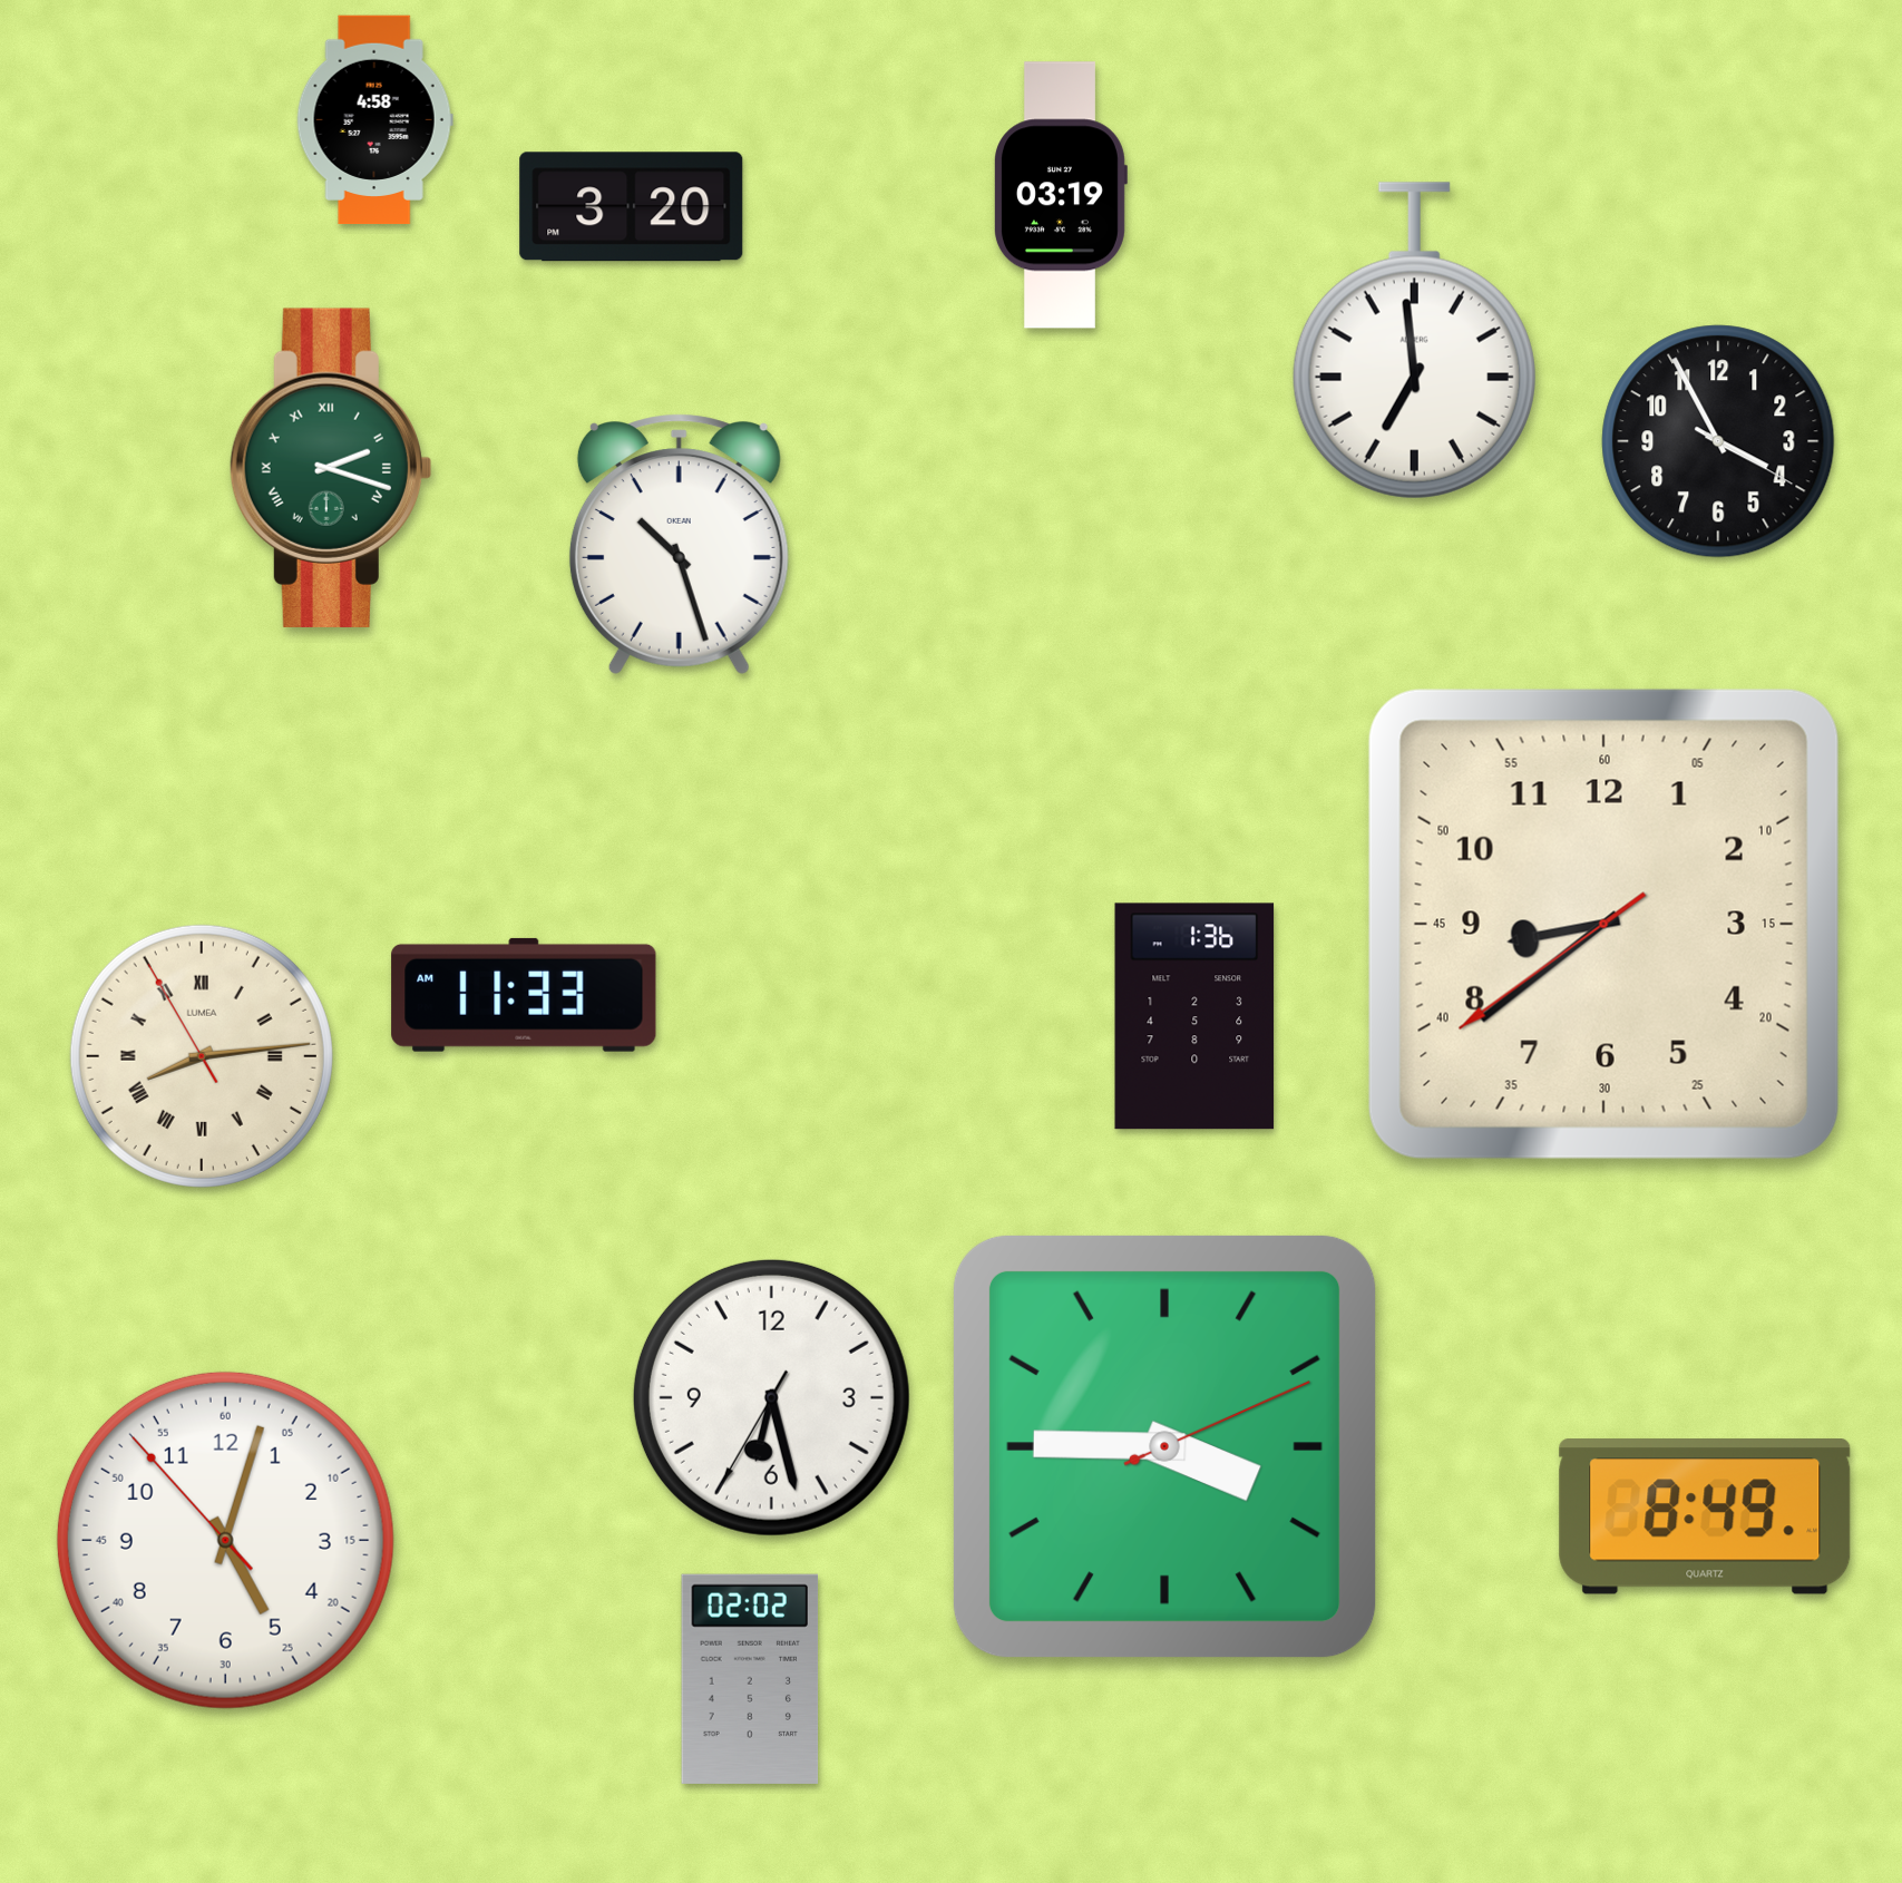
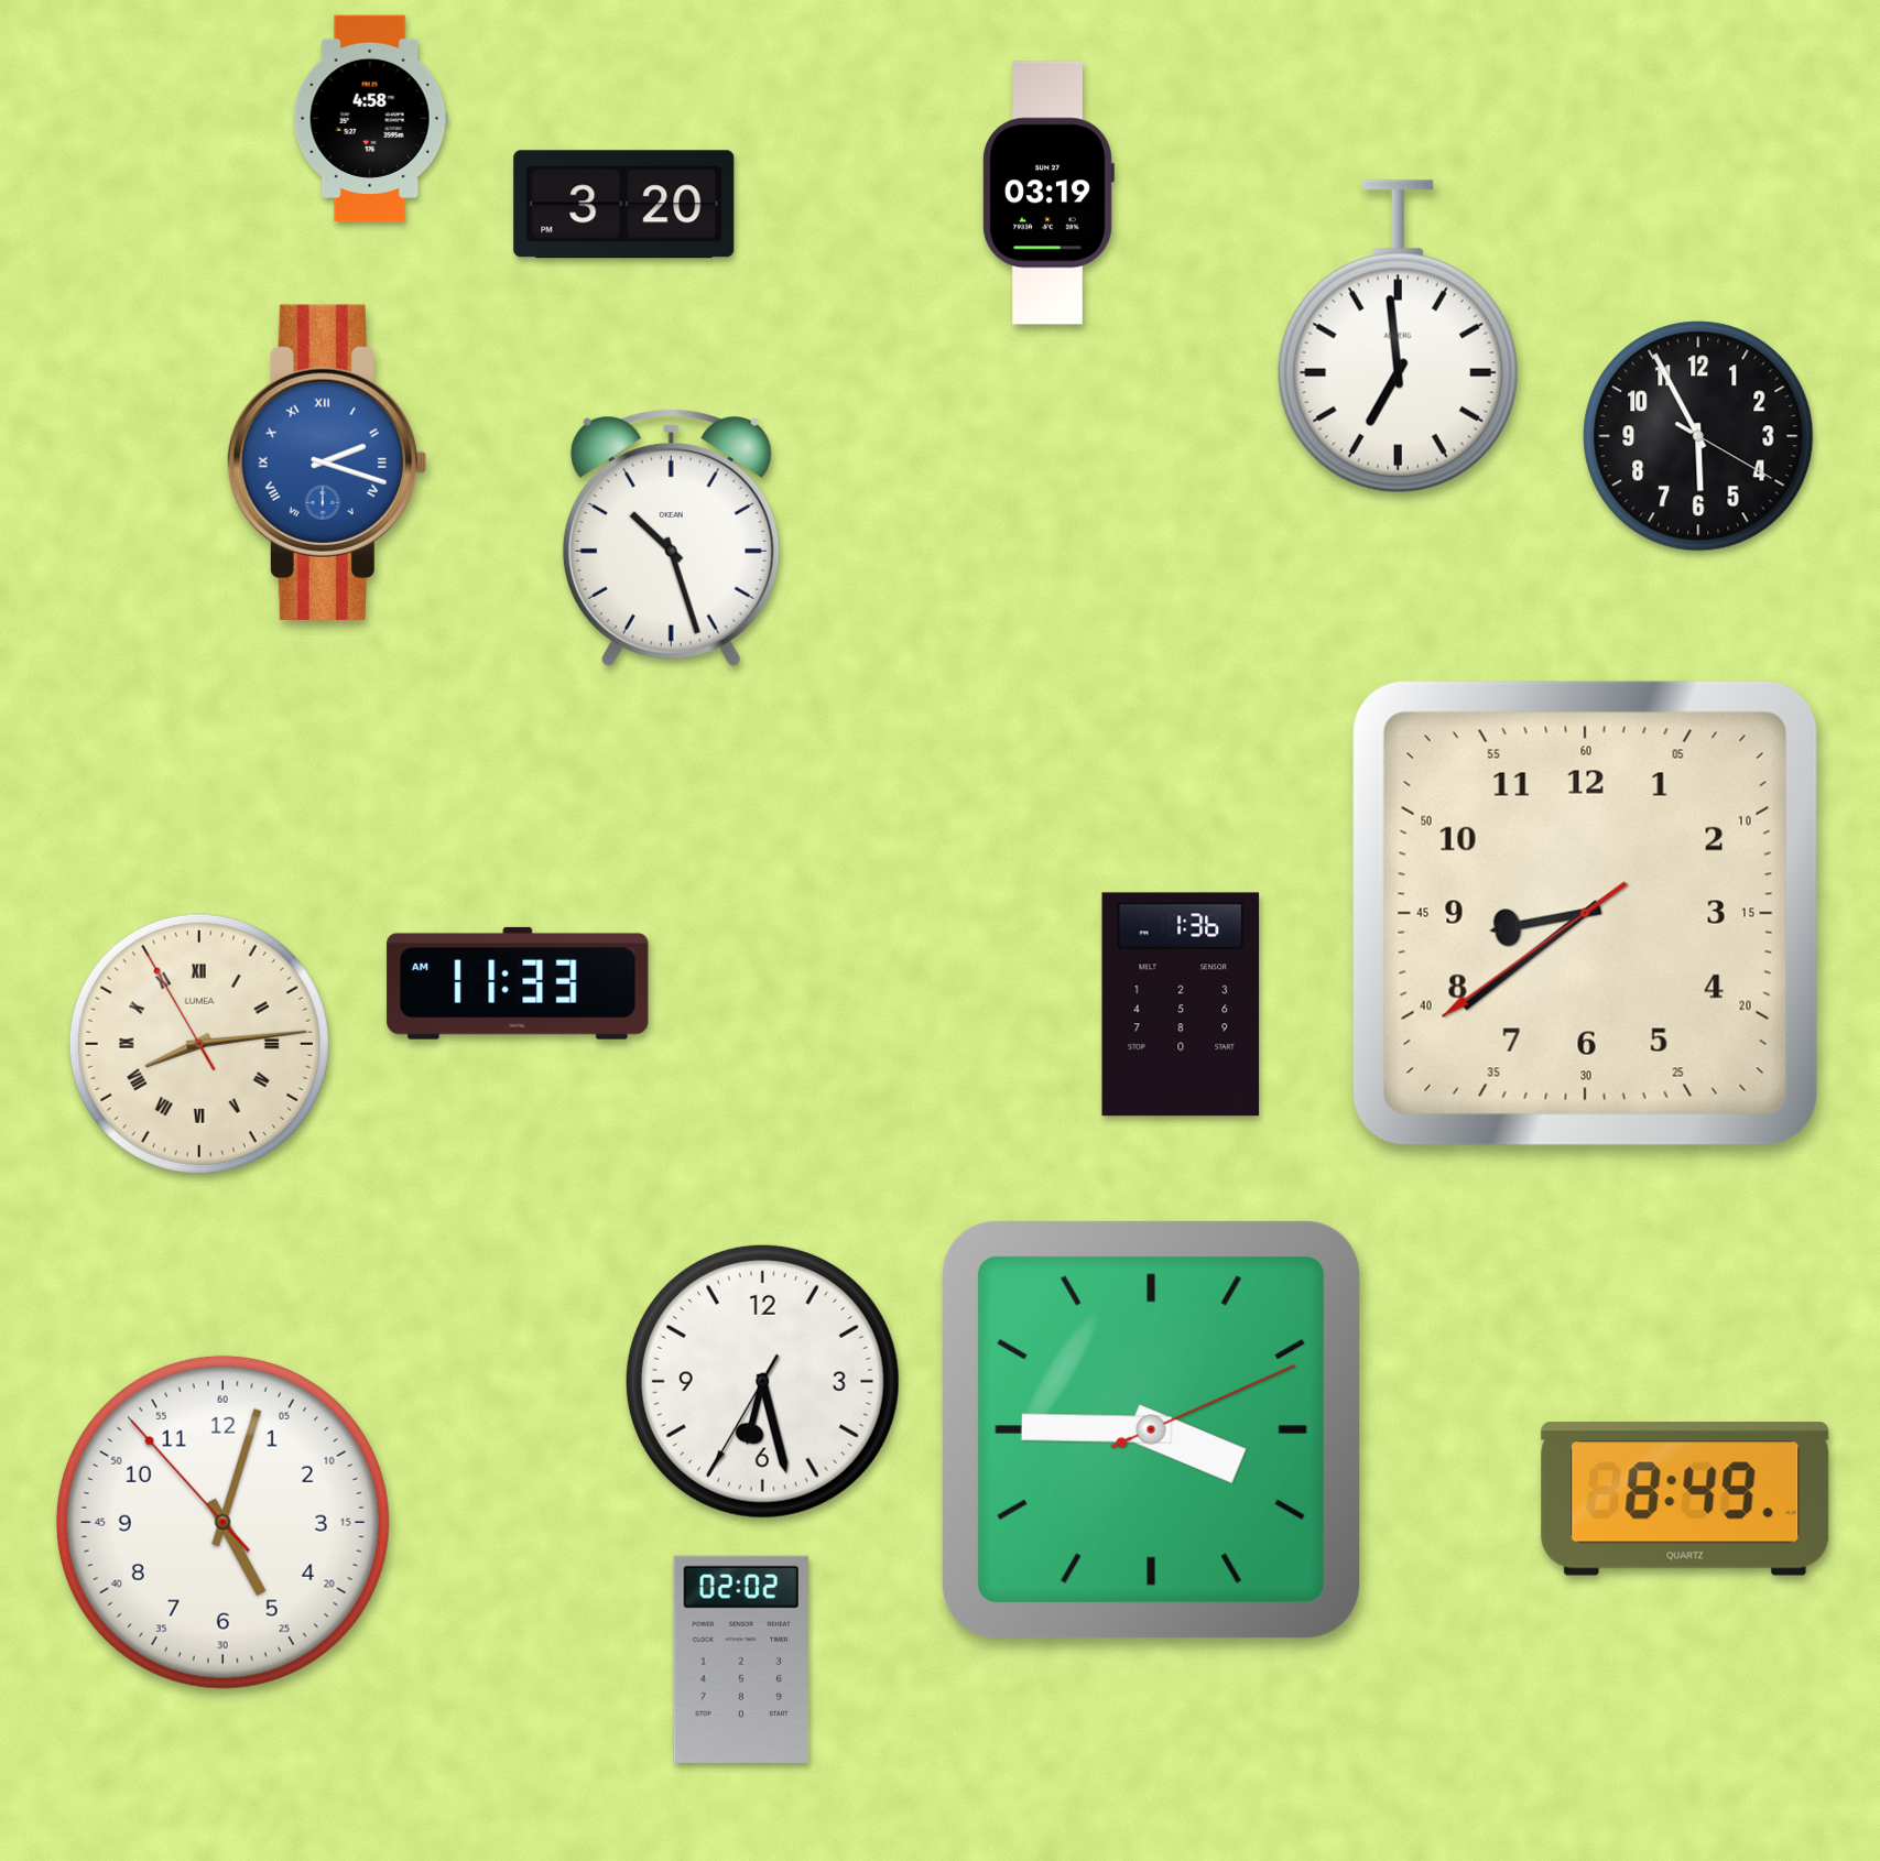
clock at (1718, 441): 3:55 -> 5:55
clock at (330, 468) dial: green -> blue
